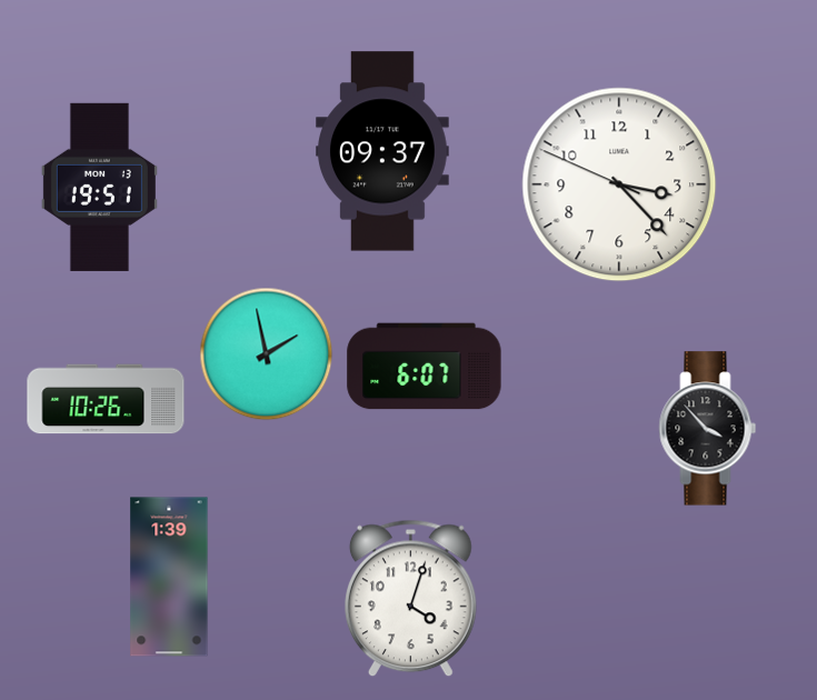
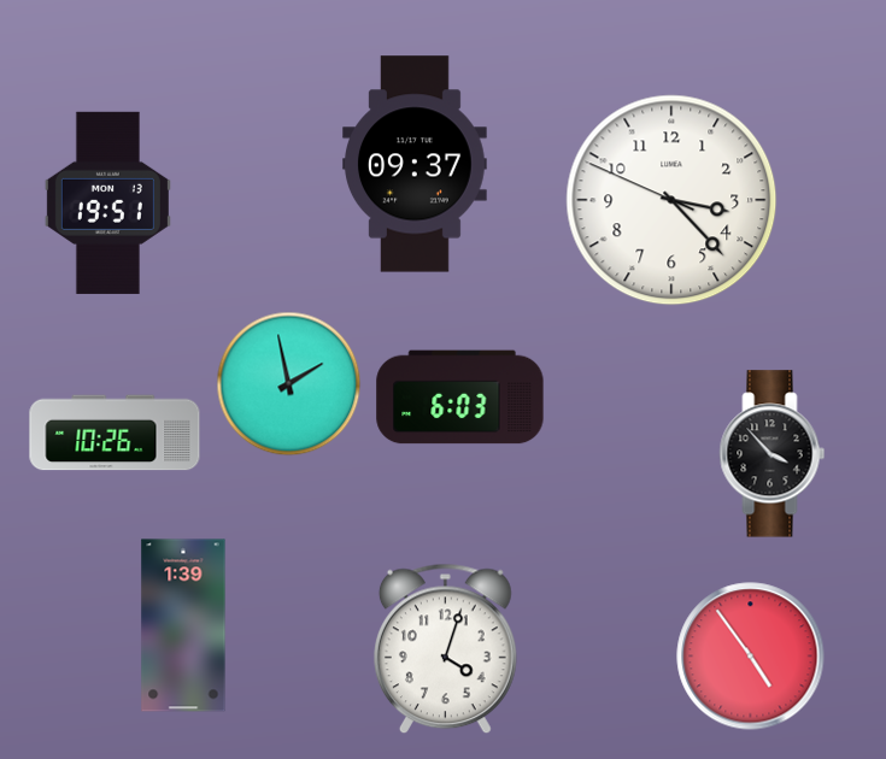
clock at (425, 367): 6:07 -> 6:03
clock at (708, 429) position: (708, 429) -> (773, 454)
clock at (751, 657): none -> 4:54
